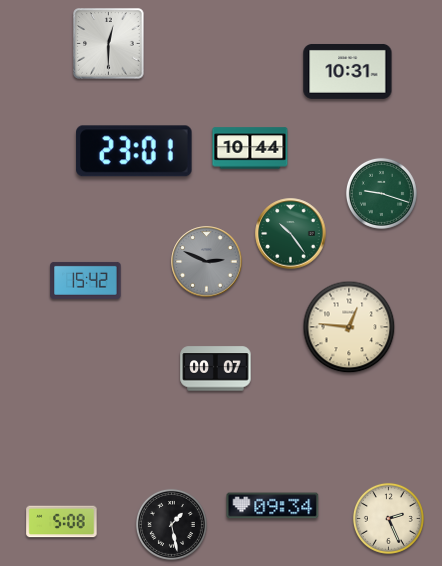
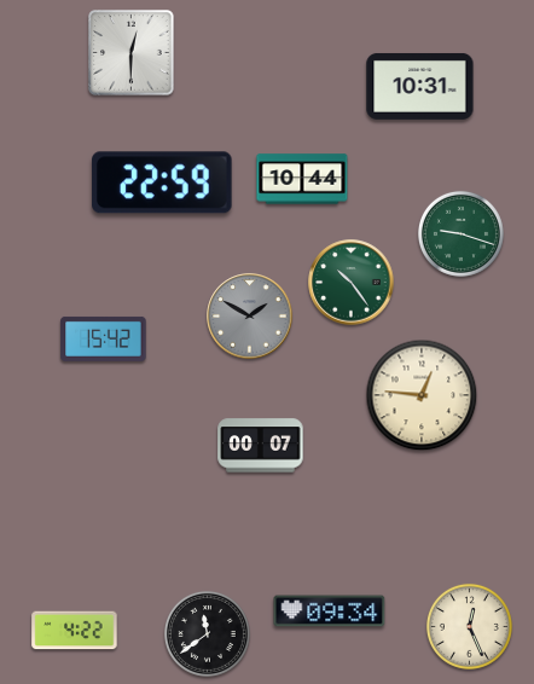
clock at (134, 151): 23:01 -> 22:59
clock at (207, 262): 2:49 -> 1:50
clock at (388, 518): 2:26 -> 12:26
clock at (62, 522): 5:08 -> 4:22
clock at (171, 524): 1:28 -> 11:39
